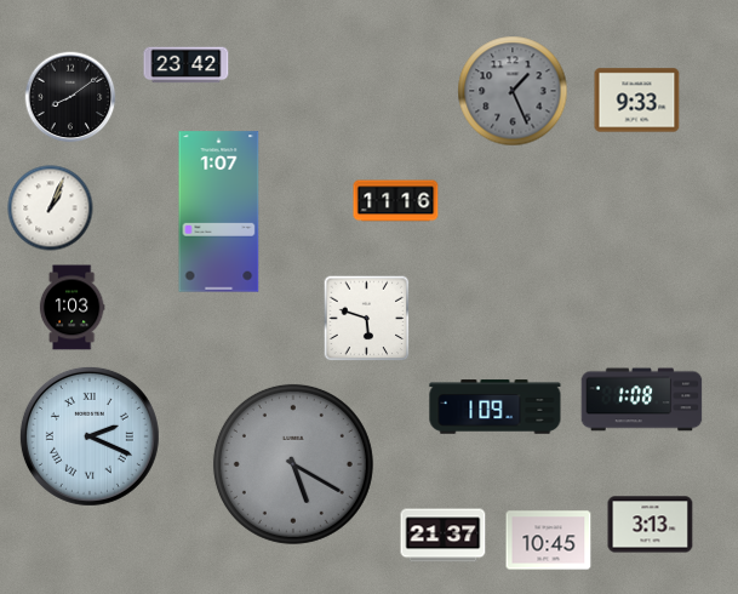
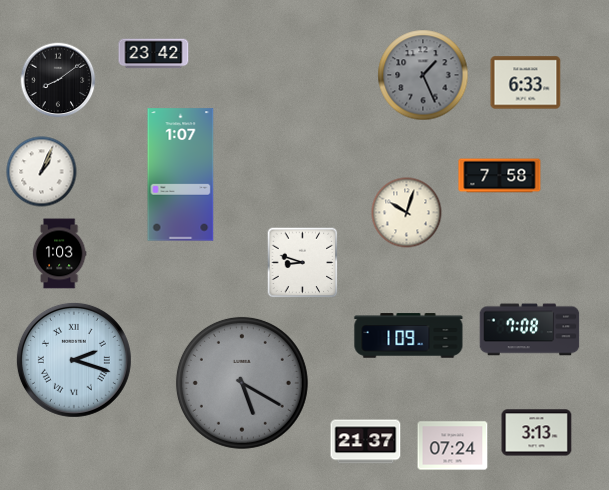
clock at (637, 101): 9:33 -> 6:33
clock at (396, 201): 11:16 -> none
clock at (500, 176): none -> 7:58
clock at (407, 213): none -> 10:03
clock at (367, 319): 5:48 -> 8:48
clock at (642, 400): 1:08 -> 7:08
clock at (90, 436): 2:19 -> 2:18
clock at (549, 541): 10:45 -> 07:24
